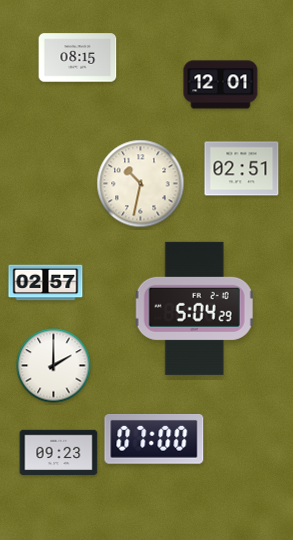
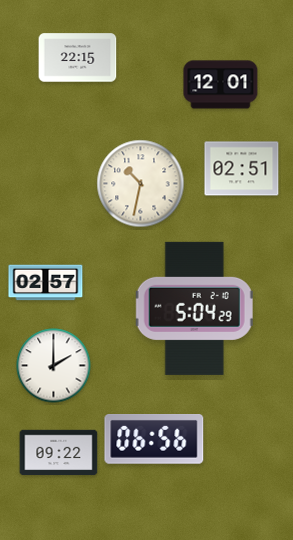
clock at (78, 58): 08:15 -> 22:15
clock at (154, 440): 07:00 -> 06:56
clock at (59, 453): 09:23 -> 09:22
